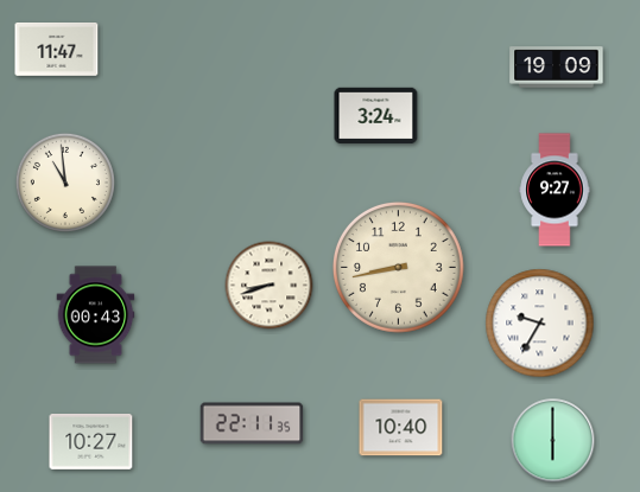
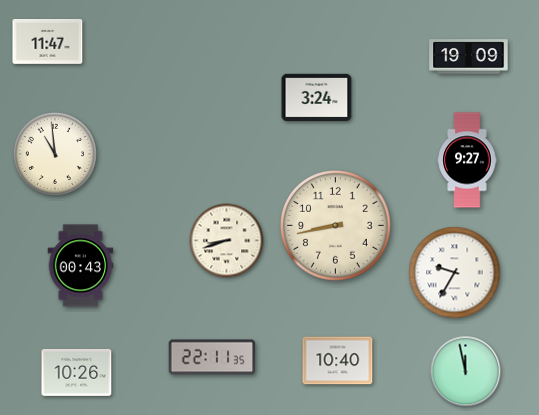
clock at (91, 441): 10:27 -> 10:26
clock at (553, 441): 6:00 -> 11:58
